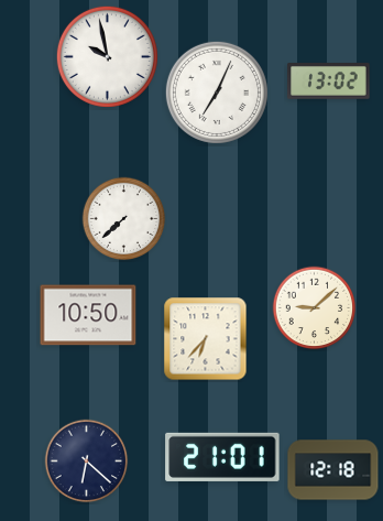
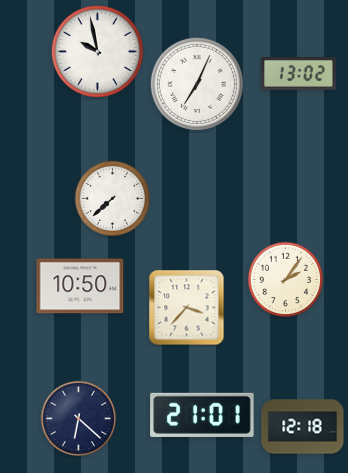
clock at (315, 308): 9:08 -> 2:06
clock at (206, 339): 6:37 -> 3:37
